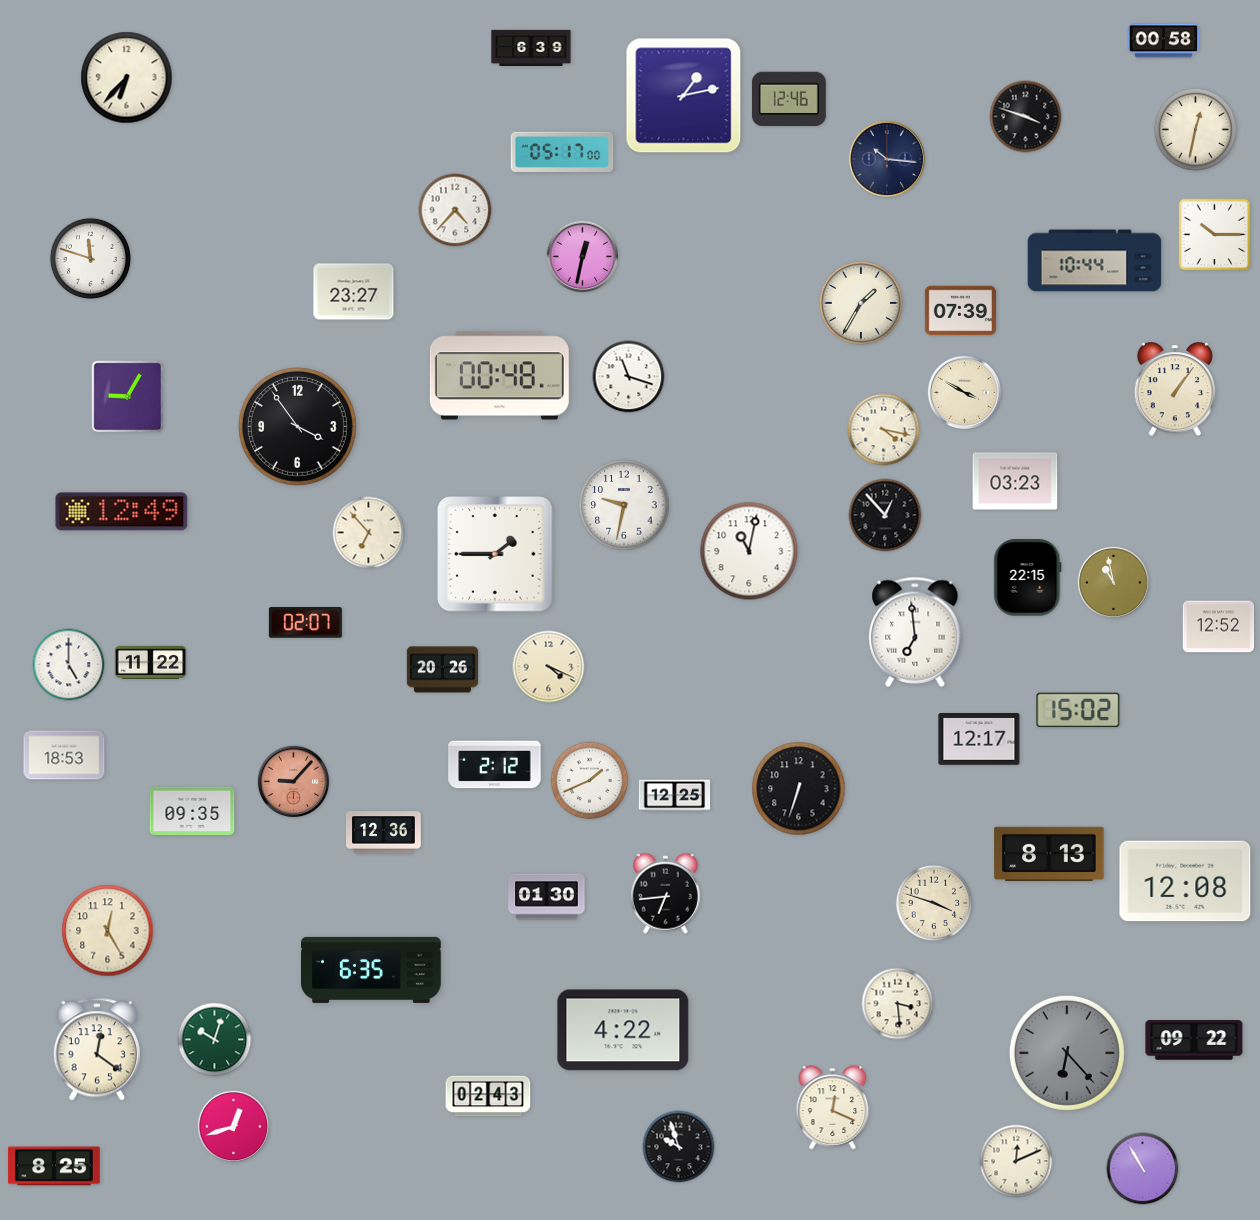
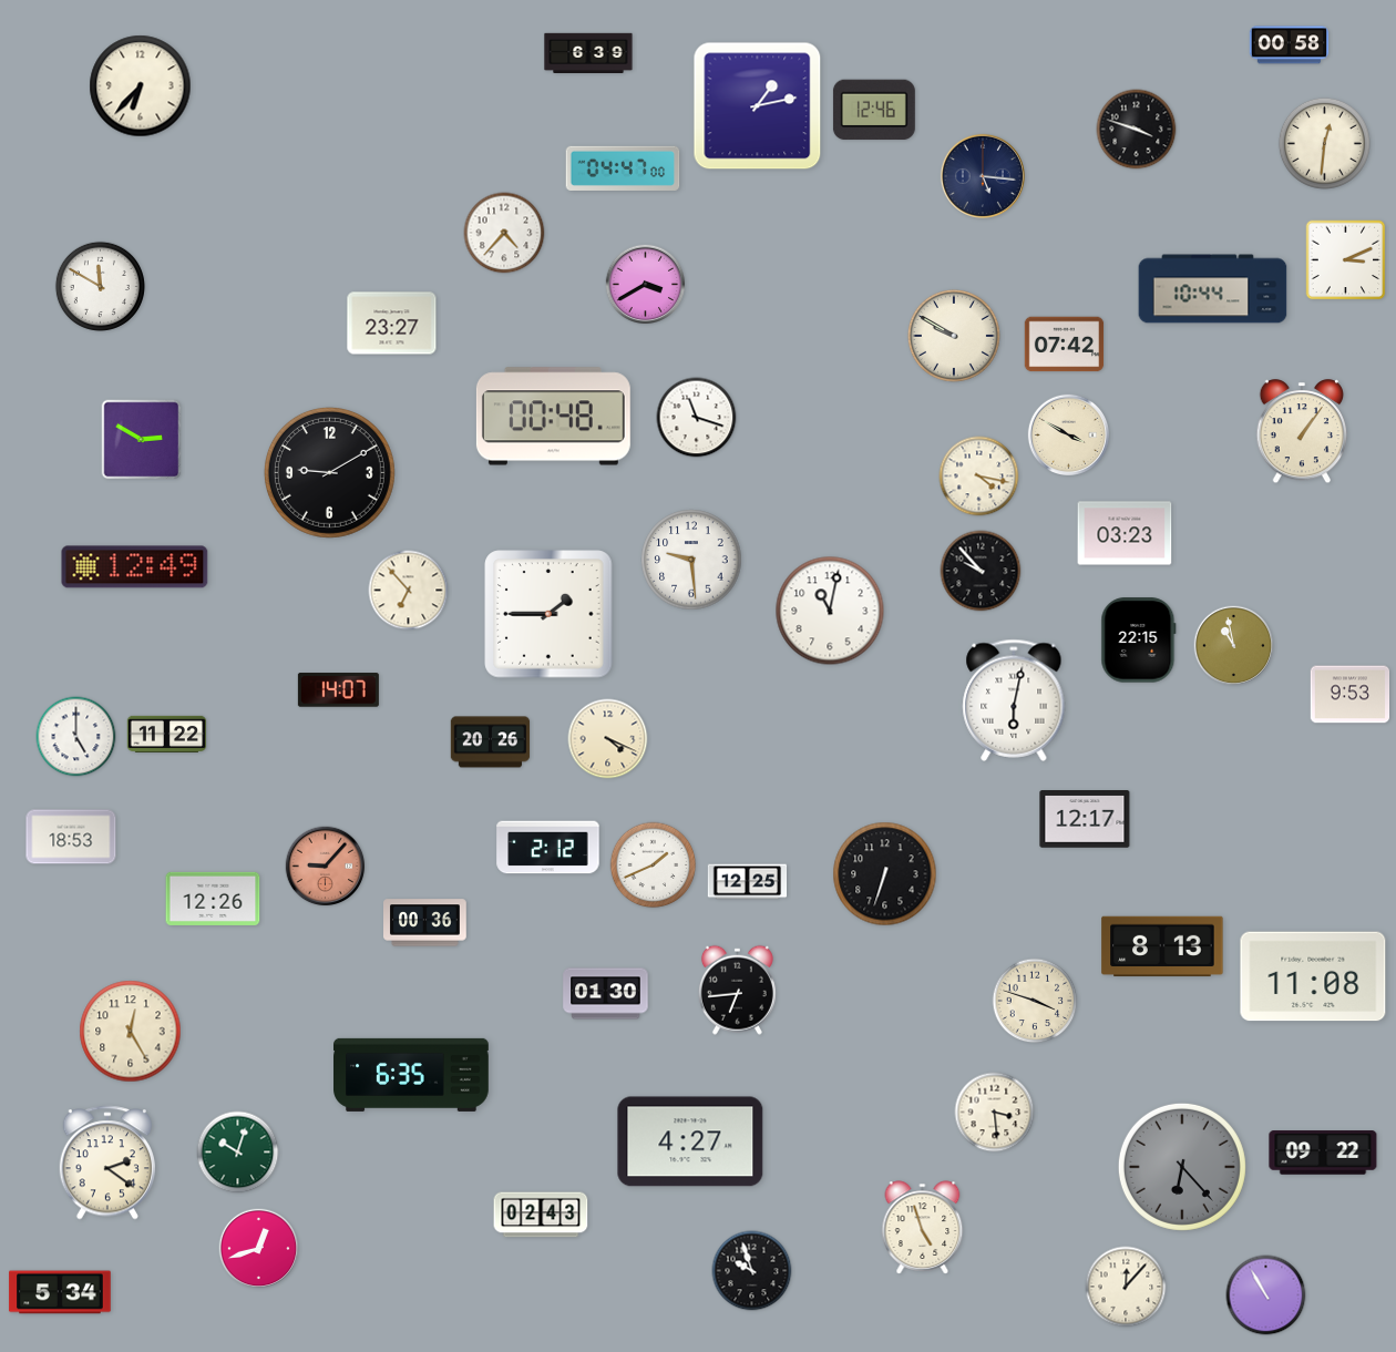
clock at (1195, 129): 12:32 -> 12:31
clock at (562, 152): 05:17 -> 04:47
clock at (887, 159): 10:16 -> 5:16
clock at (1215, 235): 10:15 -> 3:11
clock at (583, 257): 12:32 -> 3:40
clock at (90, 258): 11:48 -> 11:50
clock at (861, 303): 1:35 -> 9:50
clock at (961, 311): 07:39 -> 07:42
clock at (128, 397): 9:05 -> 2:50
clock at (297, 426): 3:54 -> 9:10
clock at (624, 505): 9:32 -> 9:29
clock at (885, 515): 12:53 -> 9:53
clock at (305, 623): 02:07 -> 14:07
clock at (1219, 627): 12:52 -> 9:53
clock at (915, 632): 6:59 -> 6:02
clock at (1078, 710): 15:02 -> none
clock at (192, 811): 09:35 -> 12:26
clock at (384, 833): 12:36 -> 00:36
clock at (1185, 881): 12:08 -> 11:08
clock at (108, 931) position: (108, 931) -> (131, 1032)
clock at (623, 1030): 4:22 -> 4:27
clock at (96, 1049): 12:21 -> 2:21
clock at (833, 1108): 12:19 -> 4:57
clock at (1016, 1161): 12:11 -> 12:07
clock at (54, 1166): 8:25 -> 5:34
